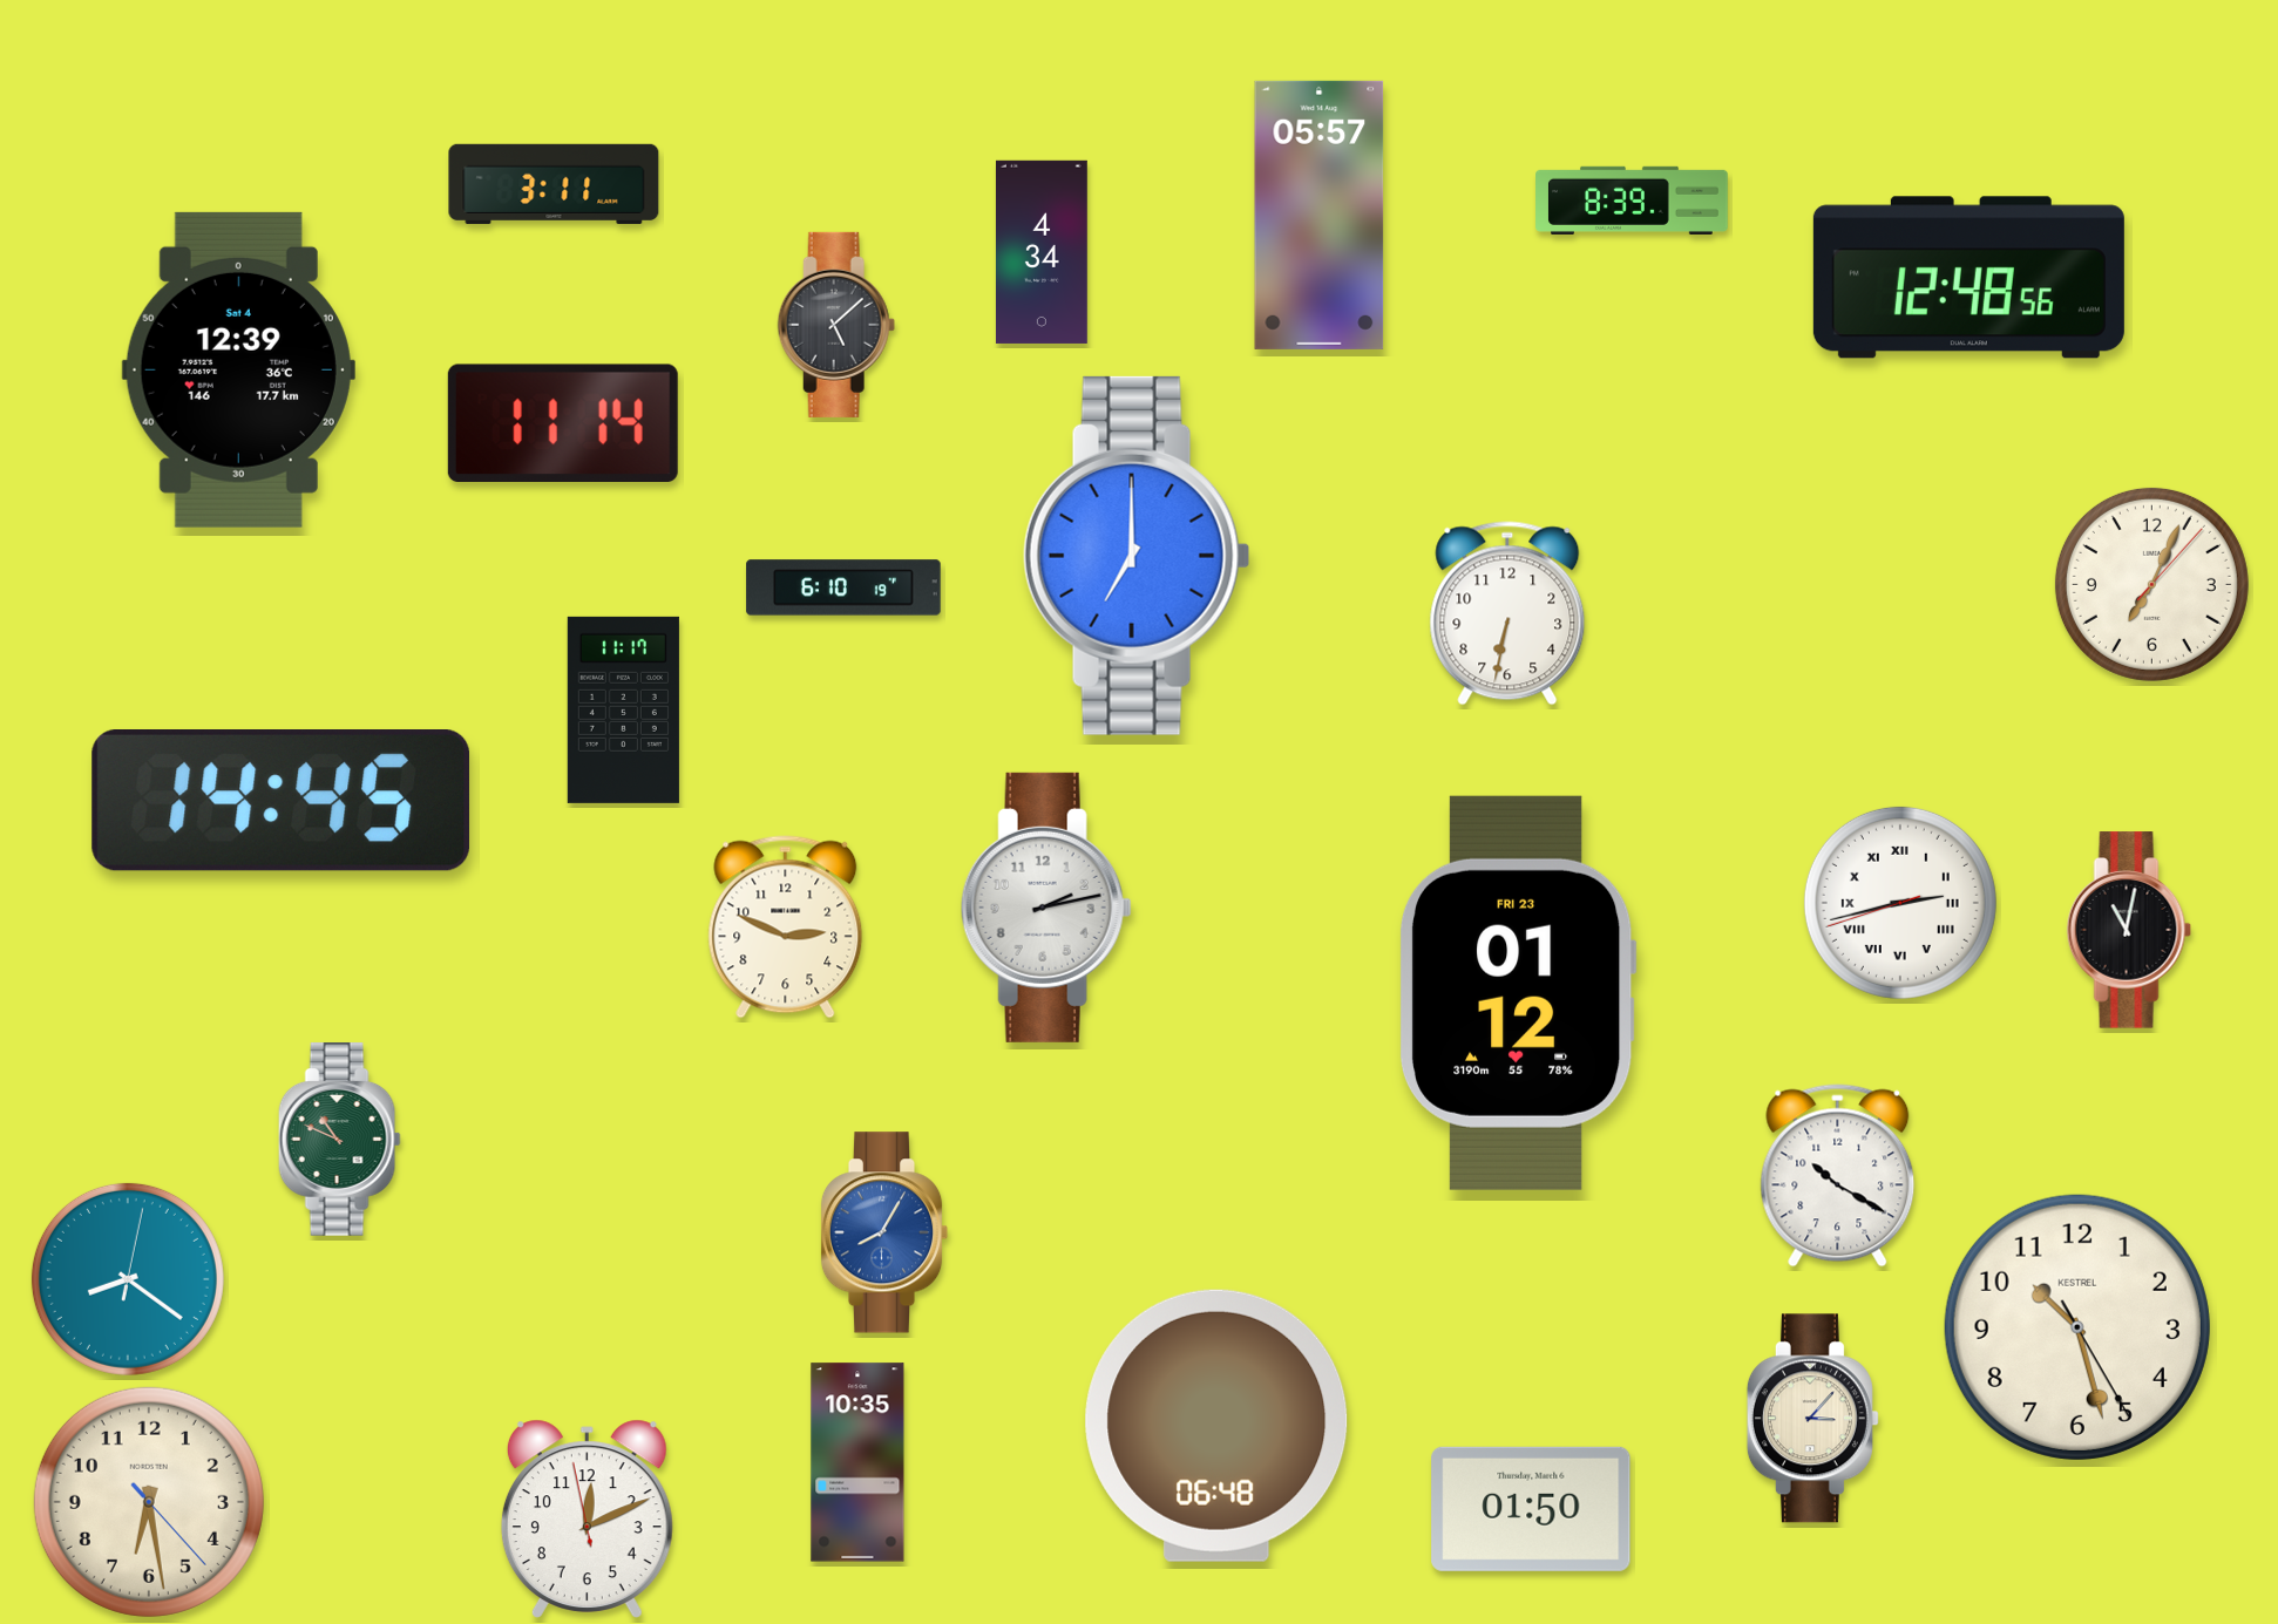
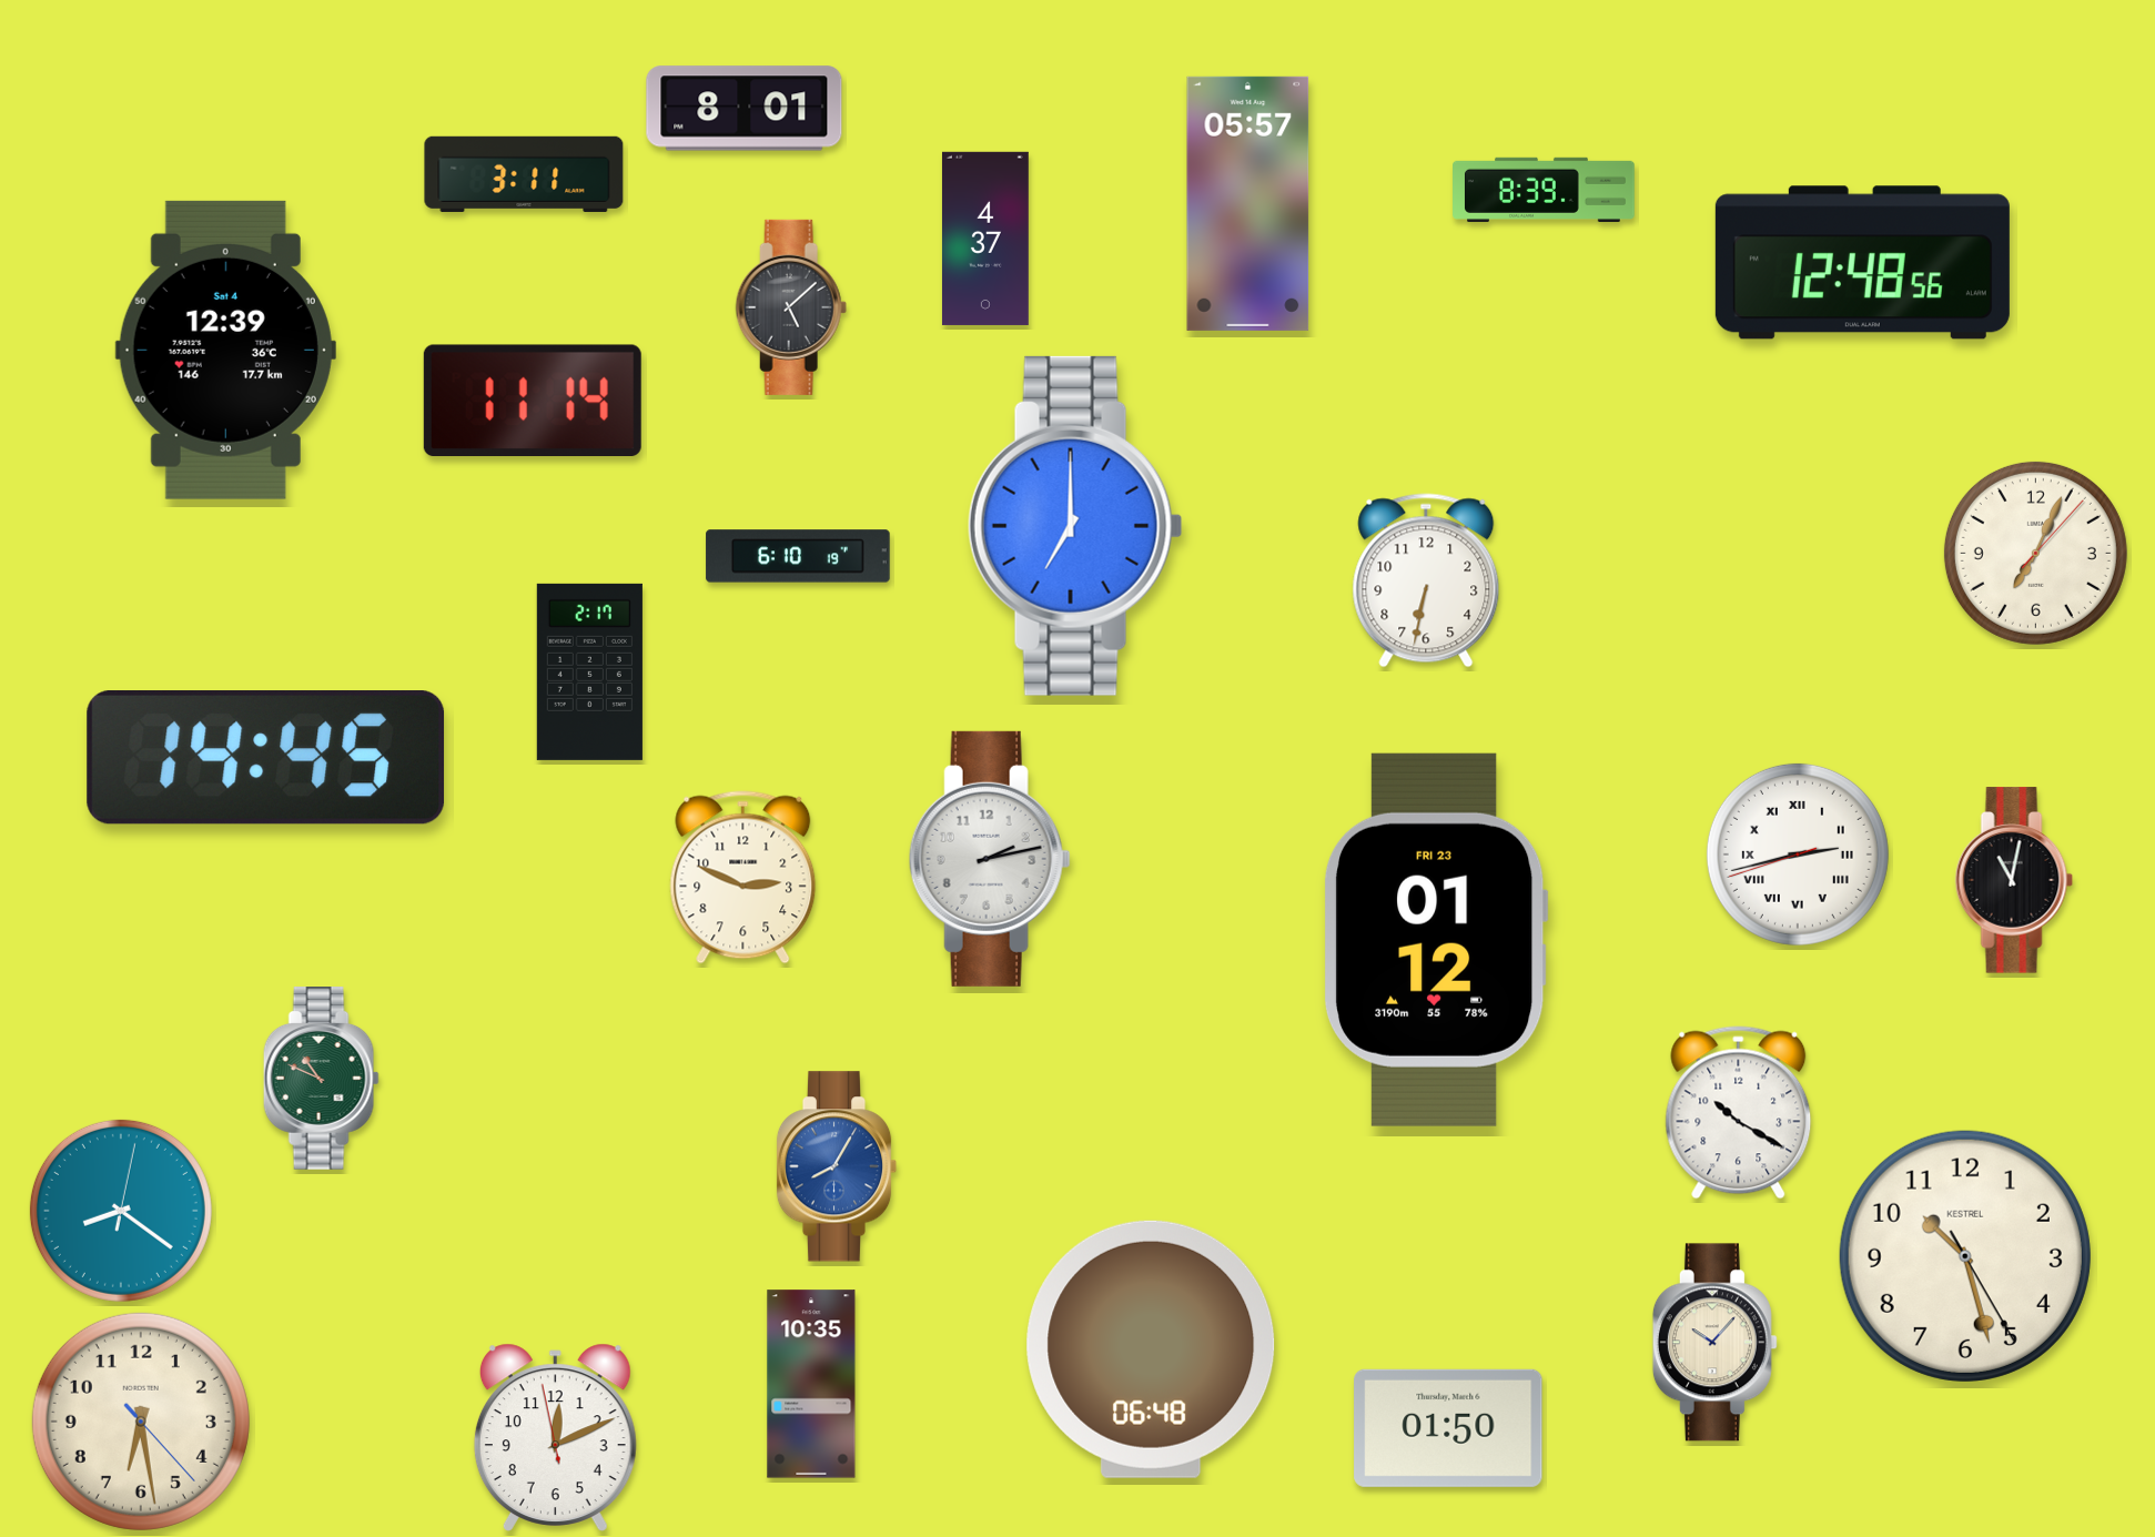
clock at (745, 109): none -> 8:01
clock at (1042, 252): 4:34 -> 4:37
clock at (623, 709): 11:17 -> 2:17
clock at (1812, 1419): 3:07 -> 10:07
